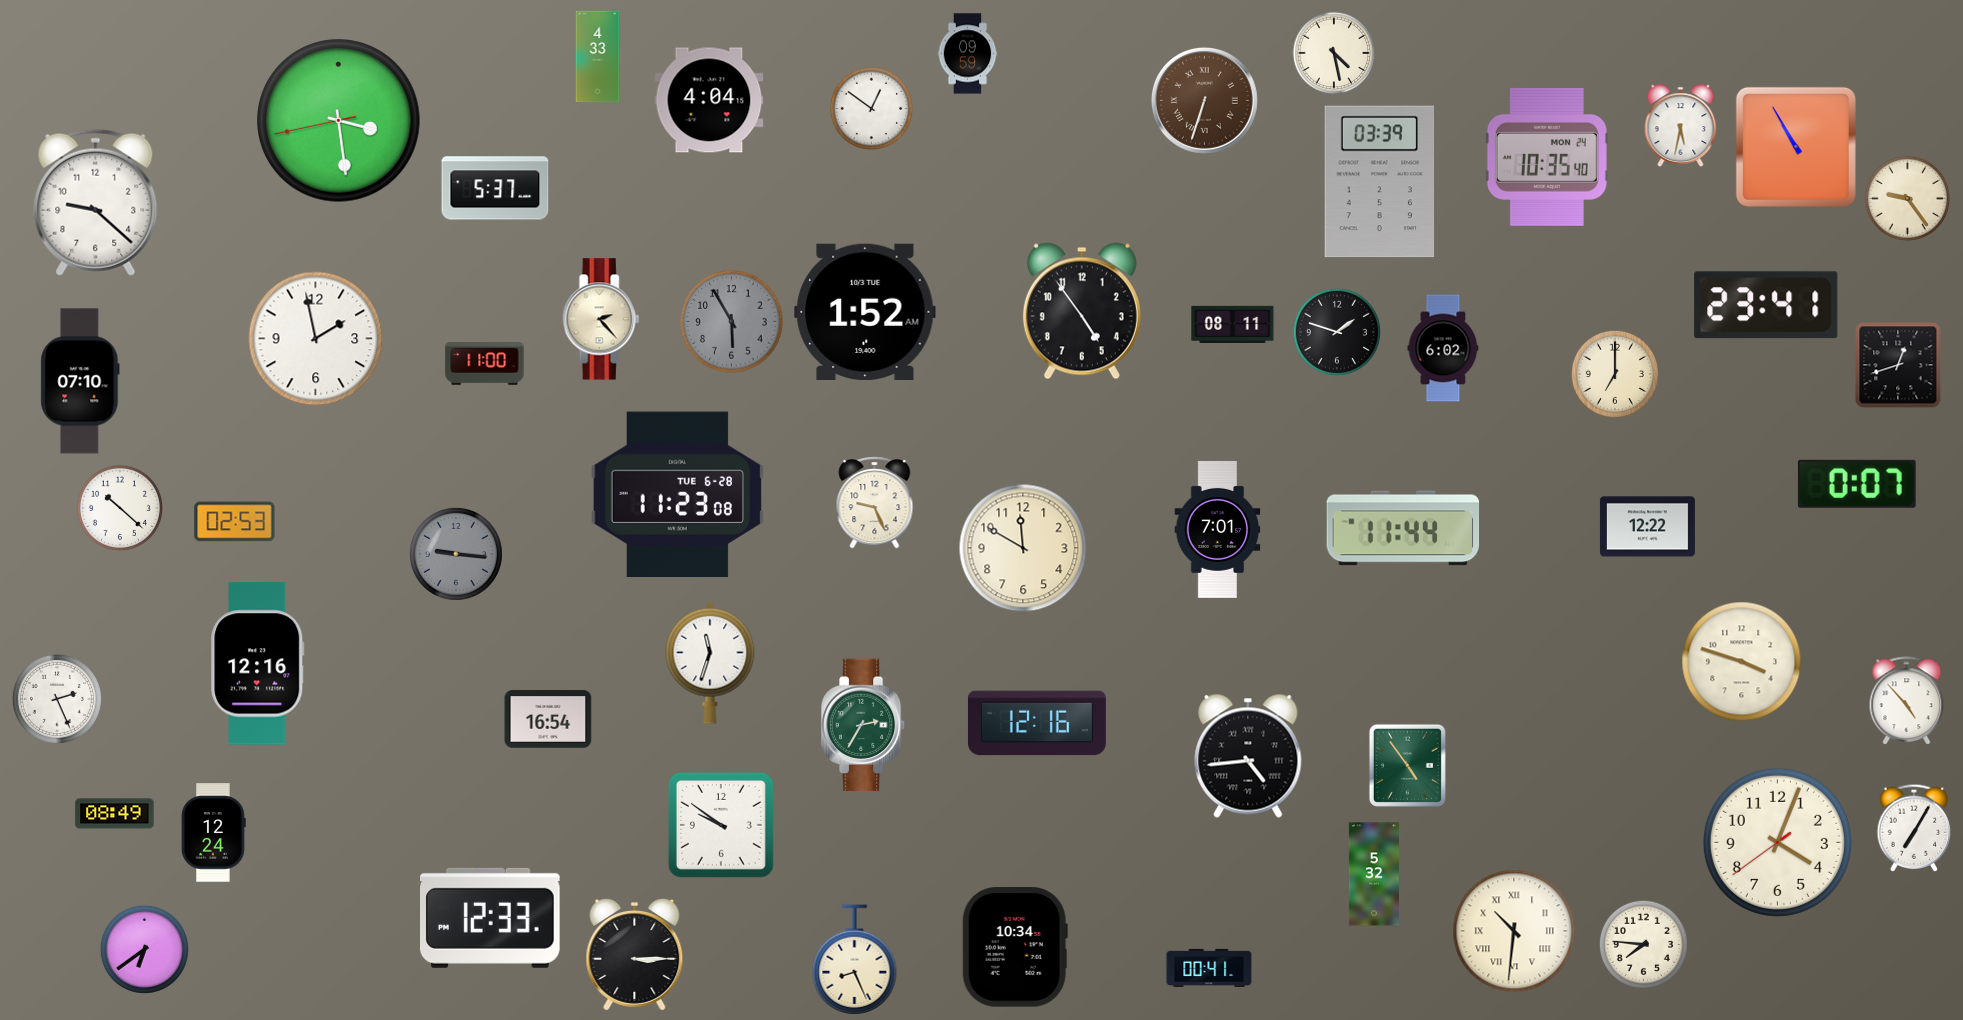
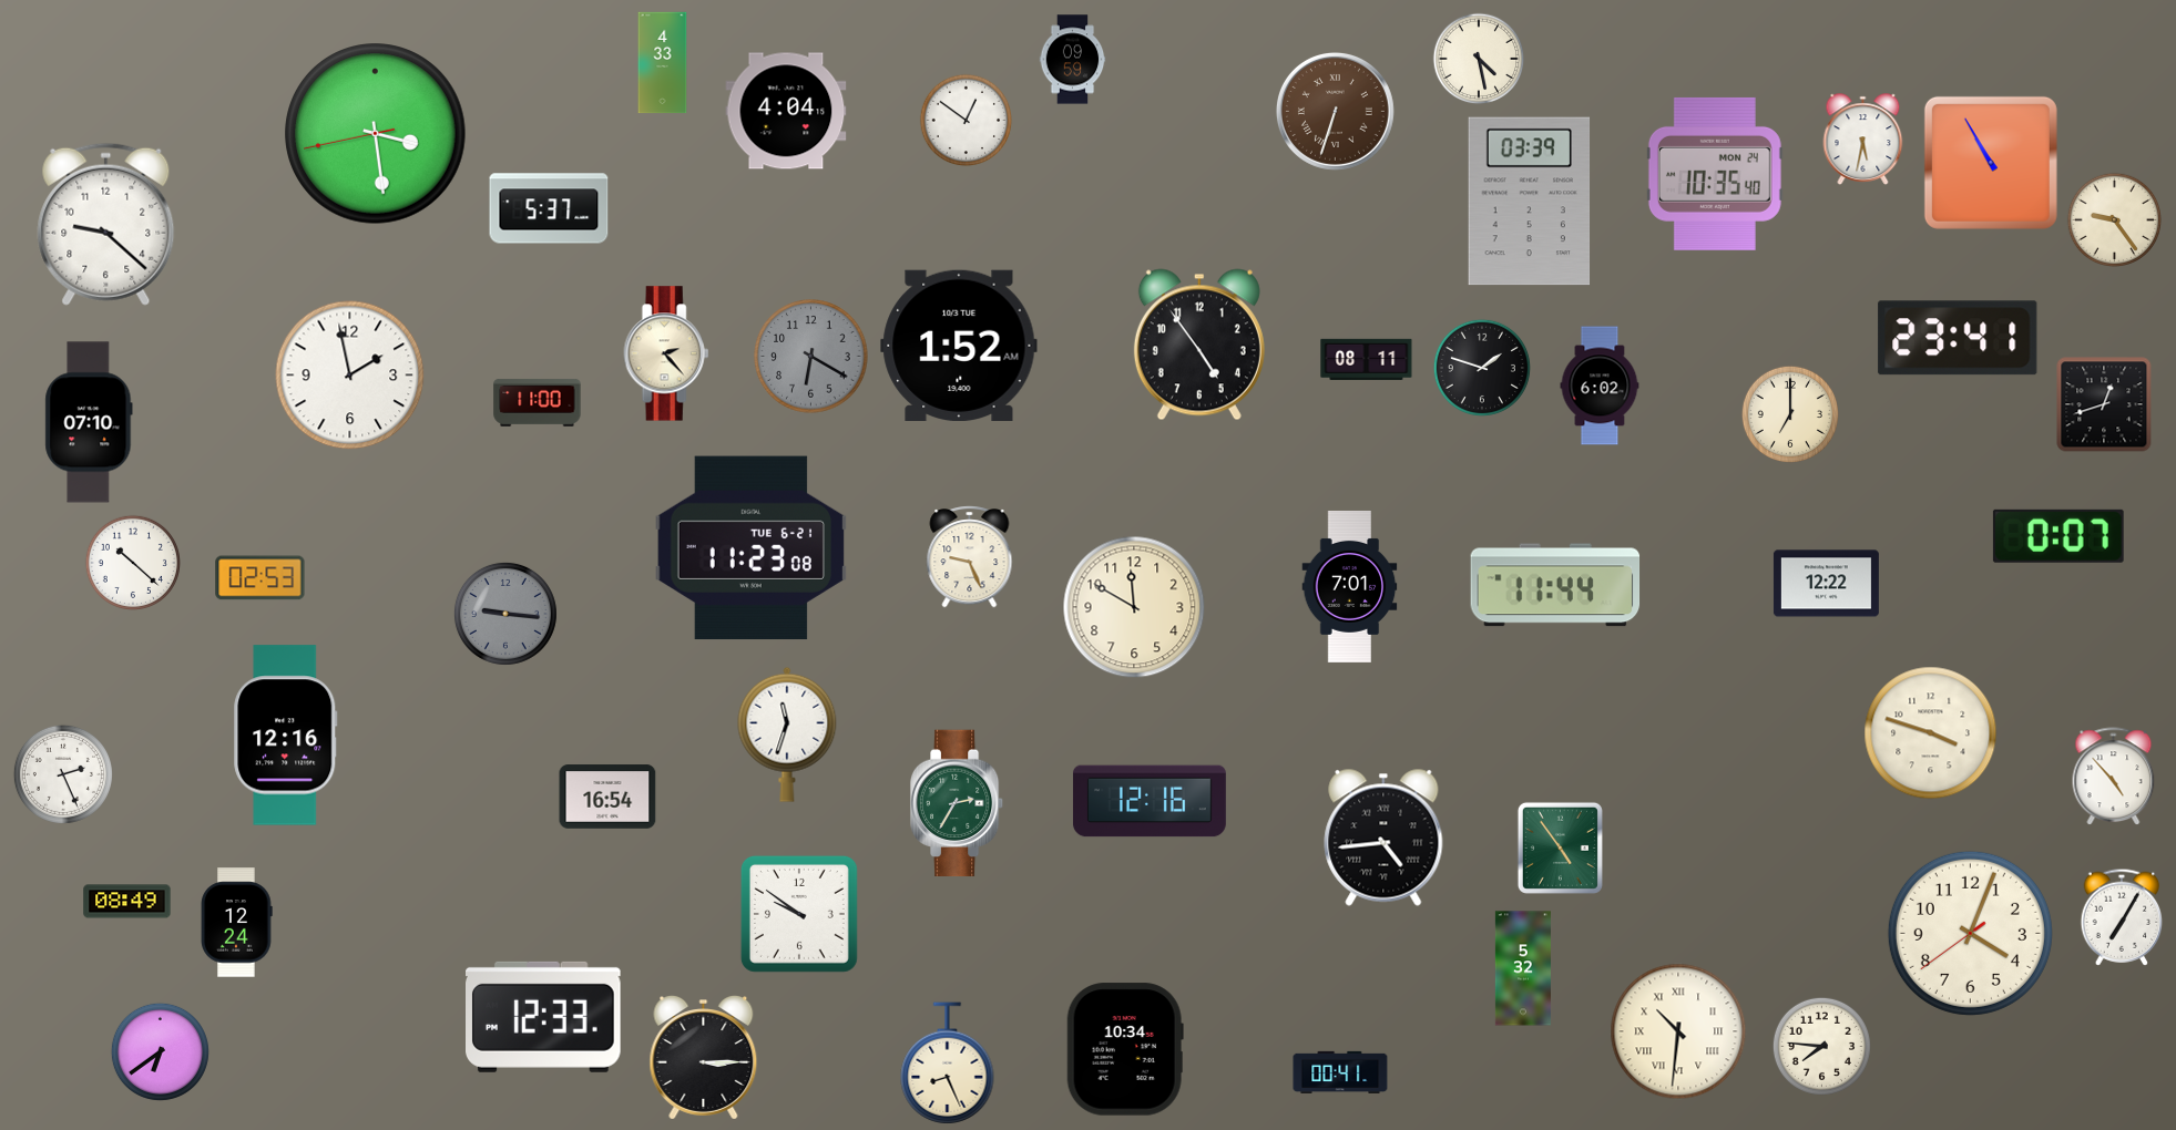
clock at (732, 322): 5:55 -> 6:20
clock at (678, 495) date: TUE 6-28 -> TUE 6-21
